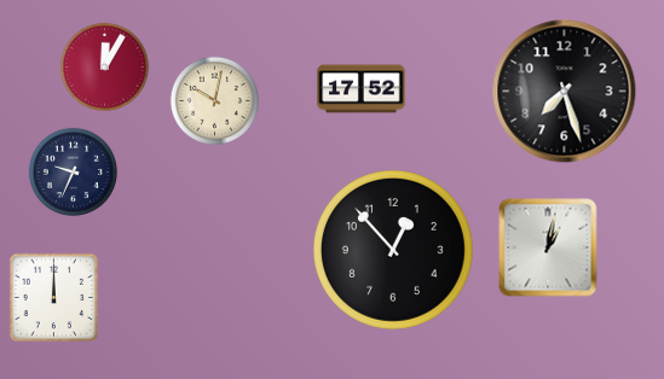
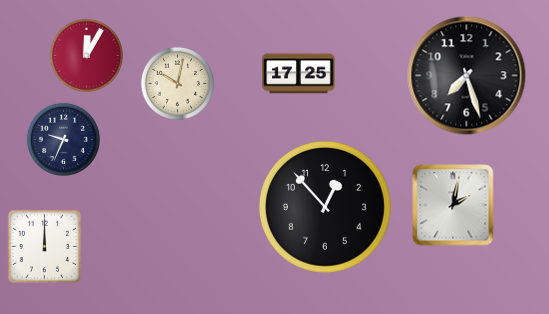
clock at (362, 89): 17:52 -> 17:25
clock at (73, 171) position: (73, 171) -> (63, 139)
clock at (548, 247): 1:02 -> 2:02
